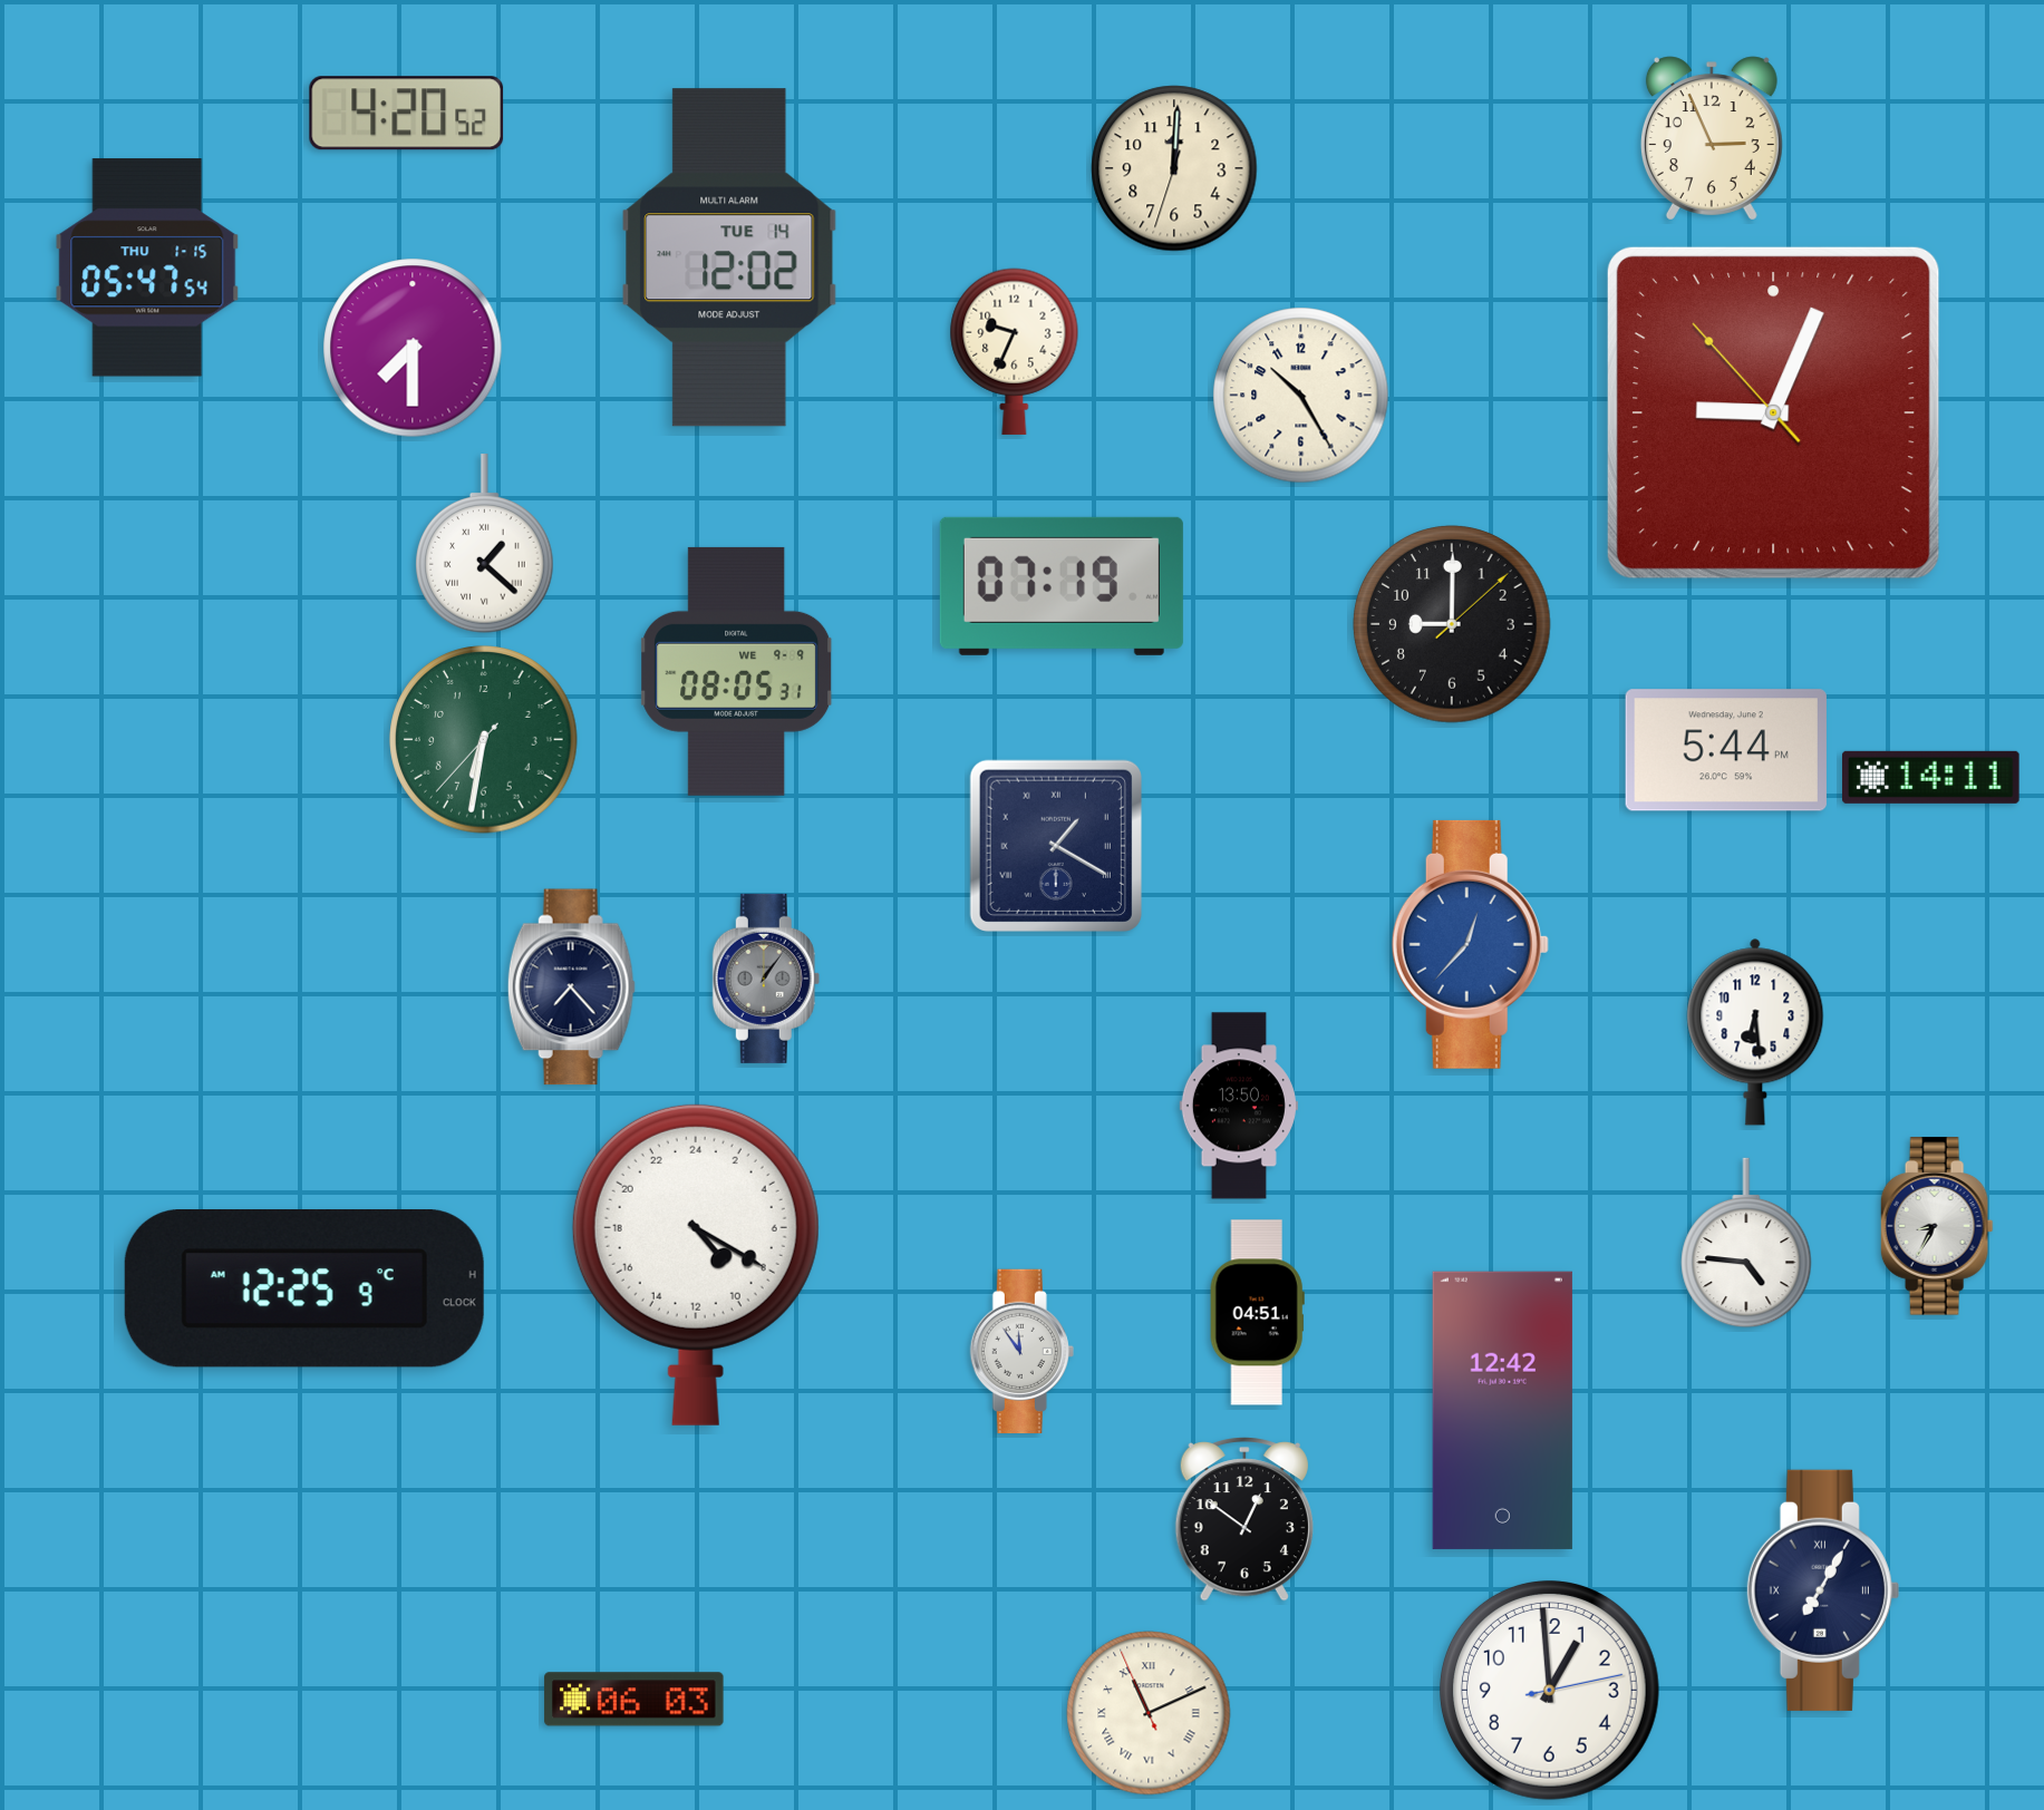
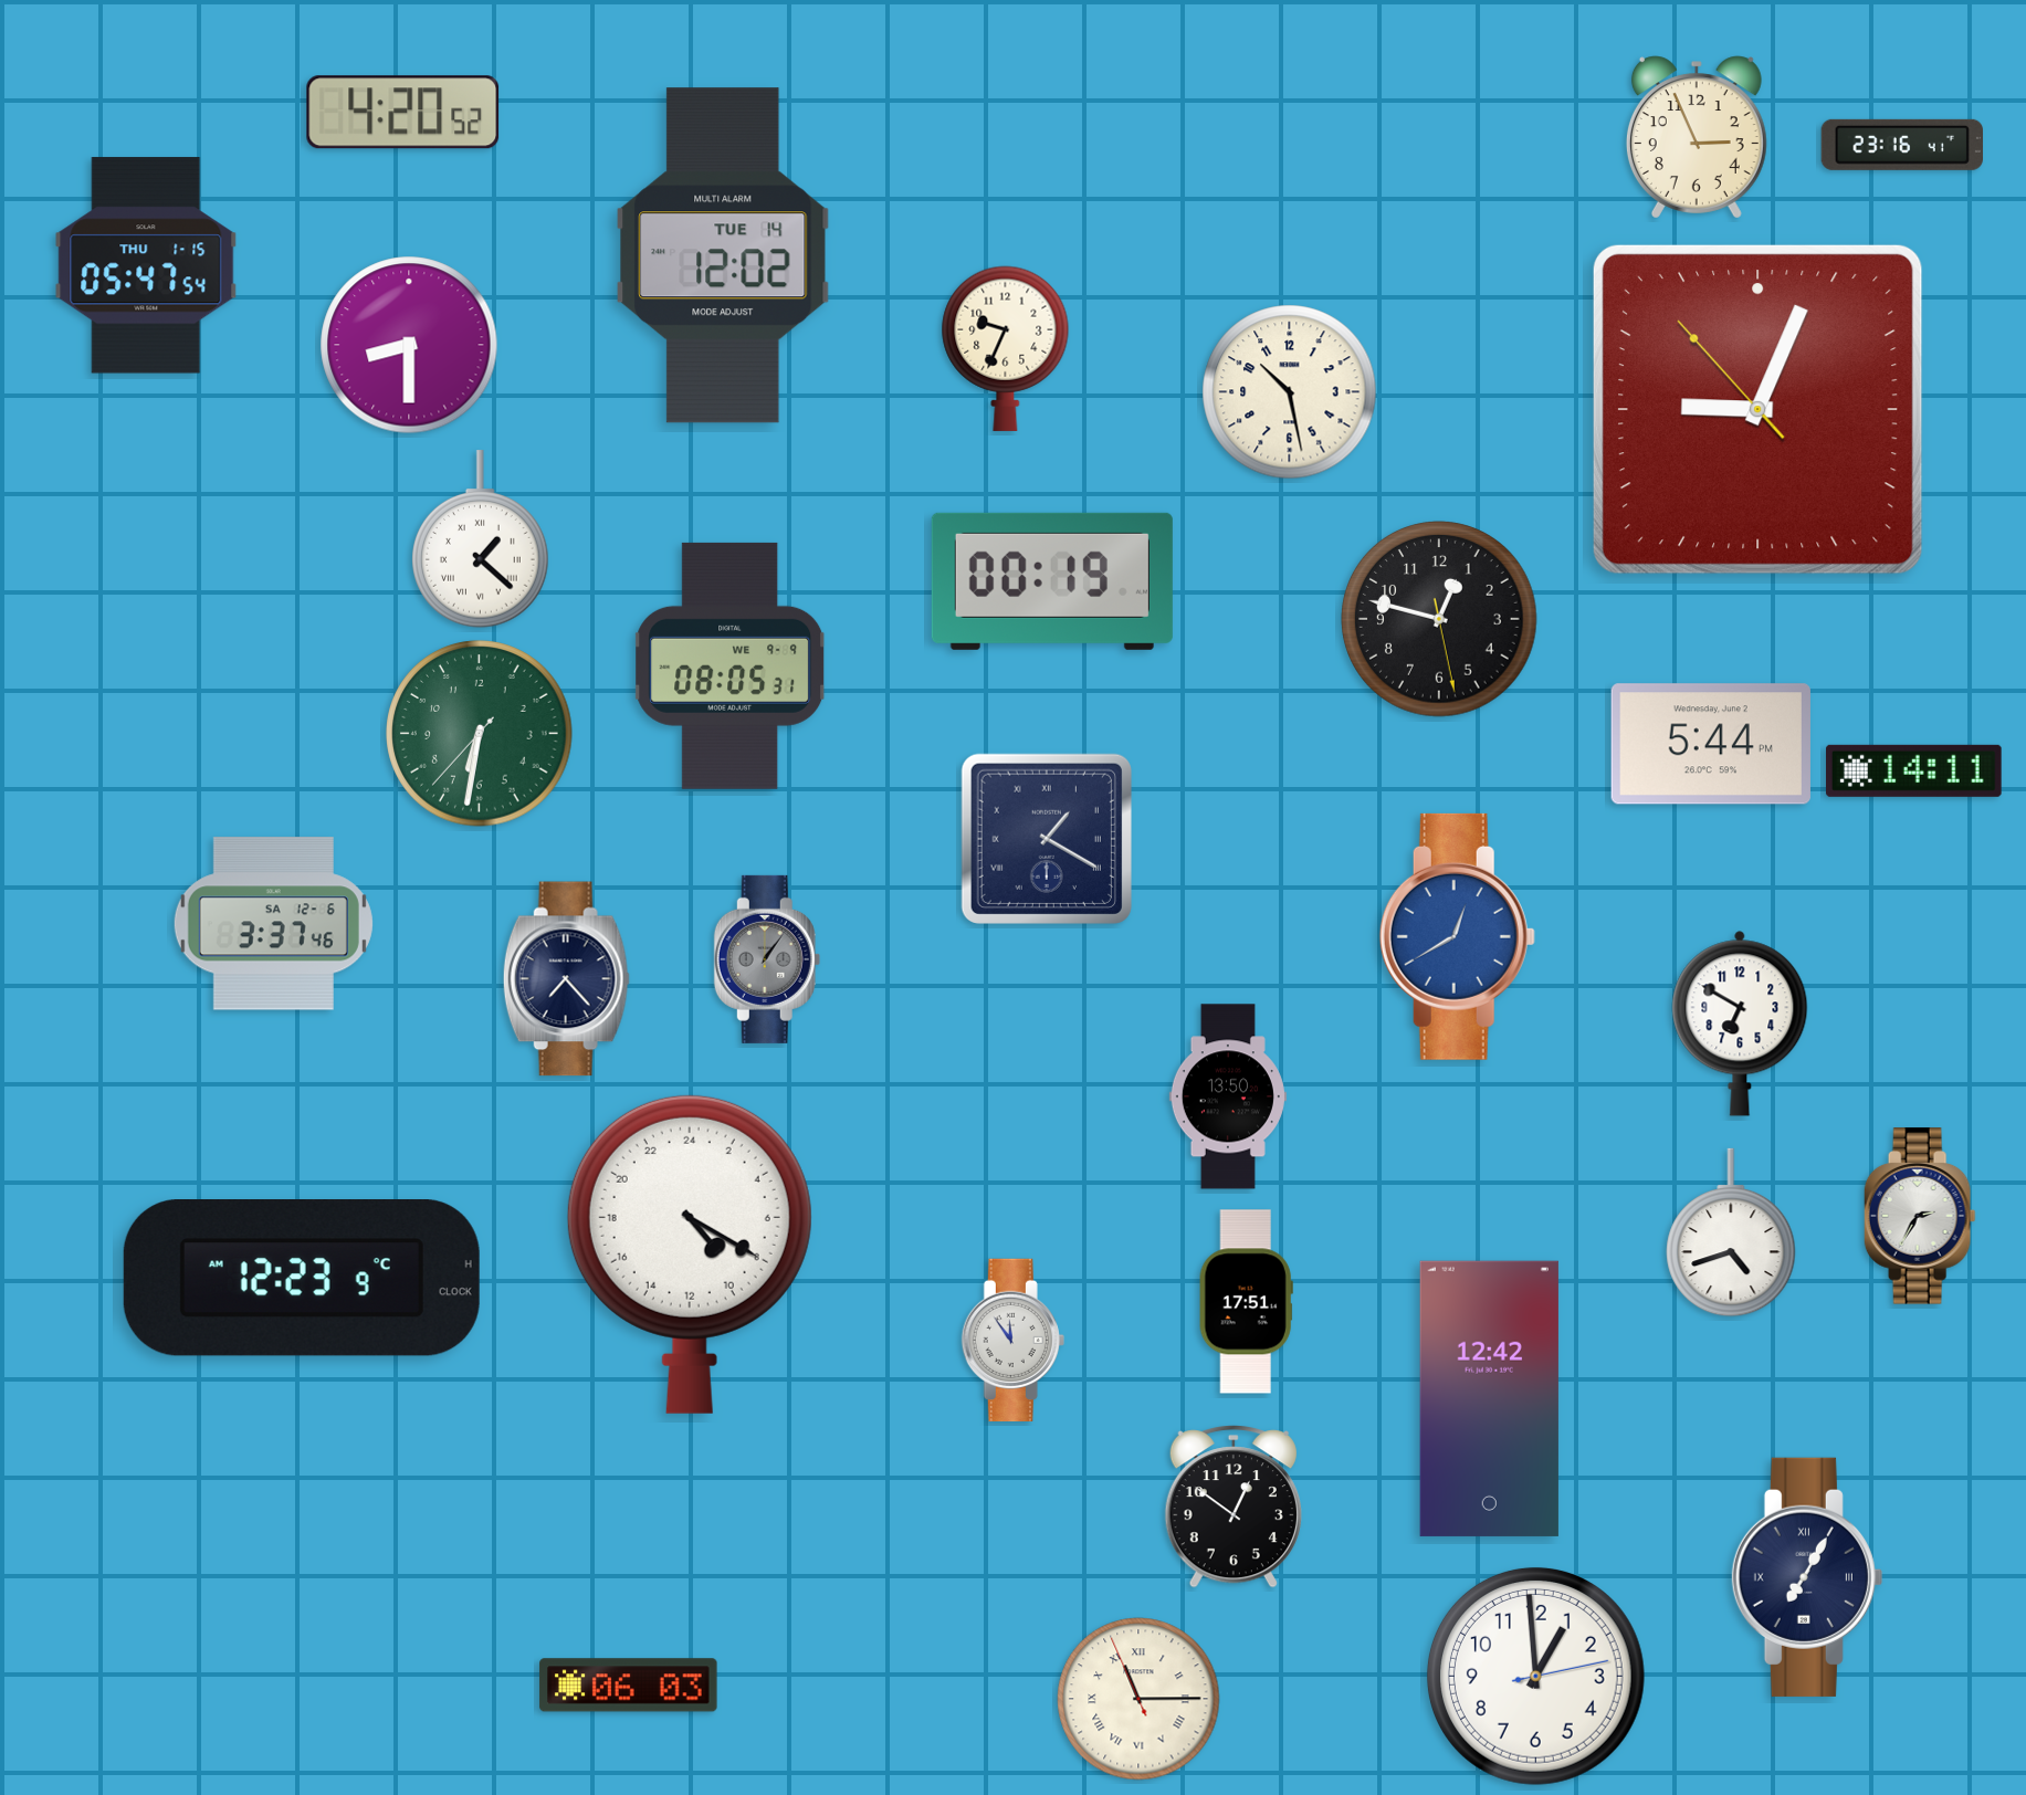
clock at (1901, 145): none -> 23:16
clock at (1174, 168): 12:00 -> none
clock at (413, 348): 7:30 -> 8:30
clock at (1301, 396): 10:25 -> 10:28
clock at (1062, 586): 07:19 -> 00:19
clock at (1452, 624): 9:00 -> 12:47
clock at (273, 924): none -> 3:37
clock at (1470, 944): 12:37 -> 12:40
clock at (766, 979) position: (766, 979) -> (767, 959)
clock at (1755, 1032): 6:29 -> 6:50
clock at (1937, 1226): 8:35 -> 2:35
clock at (1746, 1243): 4:46 -> 4:42
clock at (304, 1290): 12:25 -> 12:23
clock at (1257, 1313): 04:51 -> 17:51
clock at (1149, 1713): 11:10 -> 11:14
